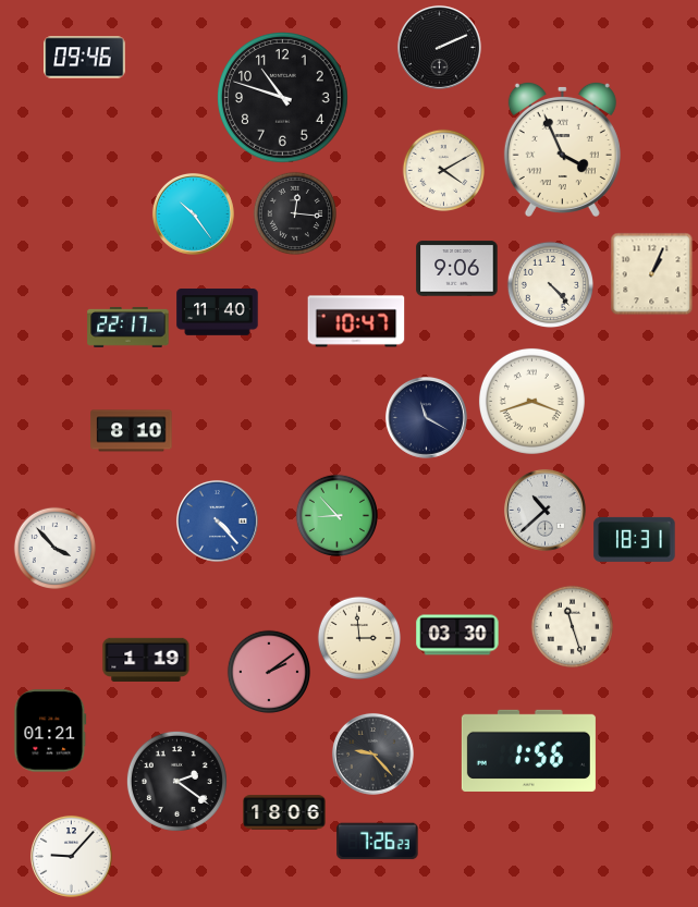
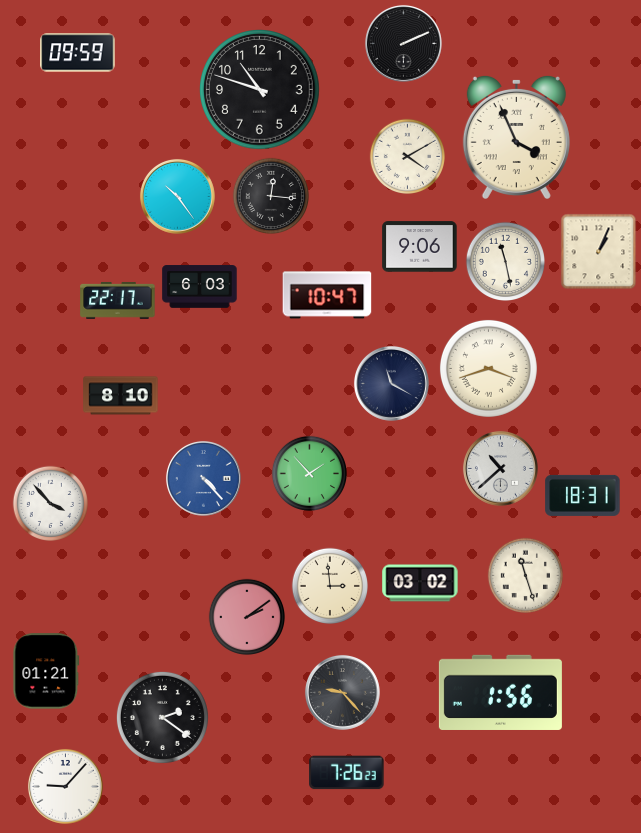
clock at (85, 58): 09:46 -> 09:59
clock at (550, 284): 4:23 -> 11:28
clock at (218, 312): 11:40 -> 6:03
clock at (338, 516): 8:53 -> 1:53
clock at (217, 520) position: (217, 520) -> (203, 478)
clock at (457, 635): 03:30 -> 03:02
clock at (146, 660): 1:19 -> none
clock at (528, 750) position: (528, 750) -> (500, 692)
clock at (284, 812): 18:06 -> none
